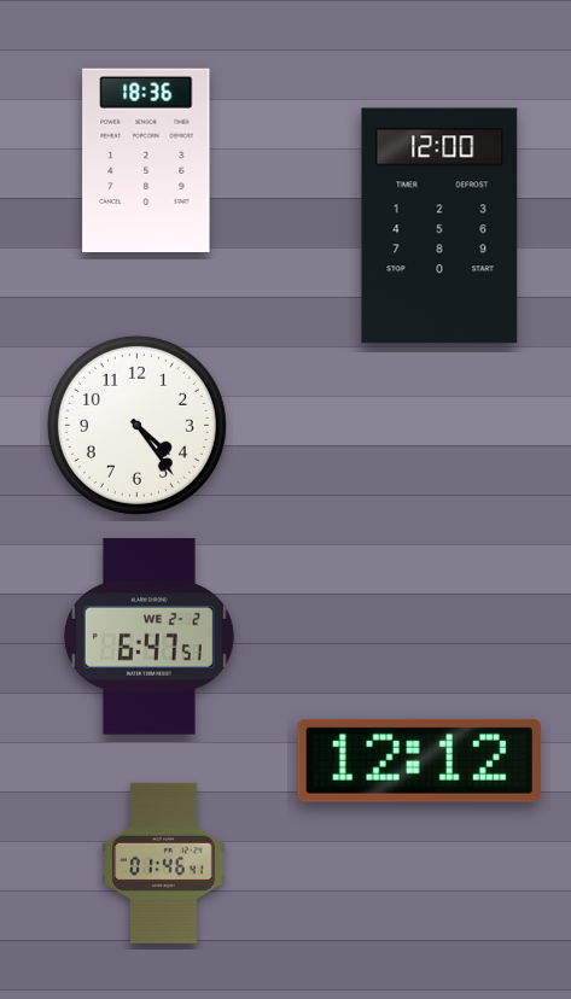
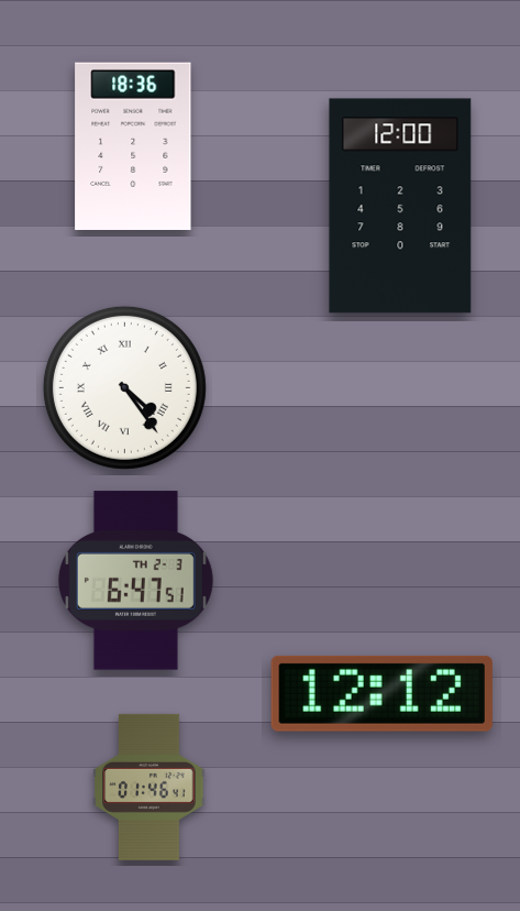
clock at (136, 425) numerals: Arabic -> Roman
clock at (148, 637) date: WE 2-2 -> TH 2-3
